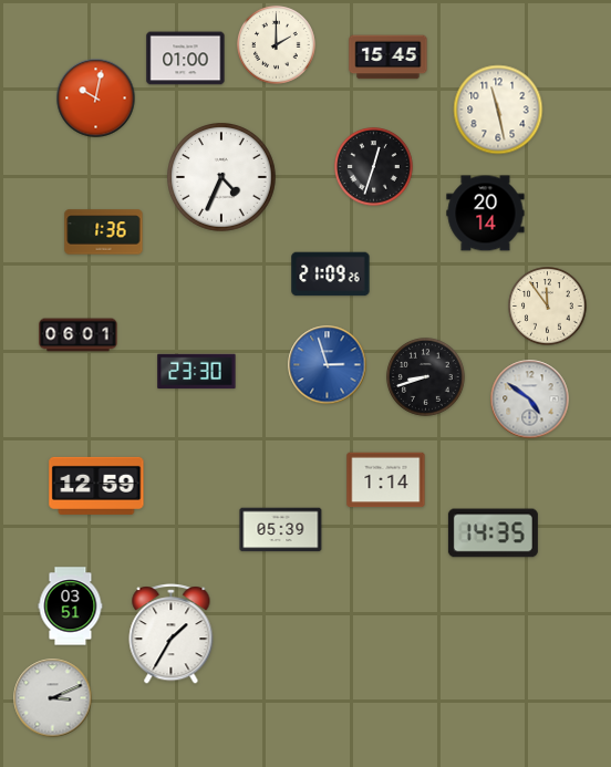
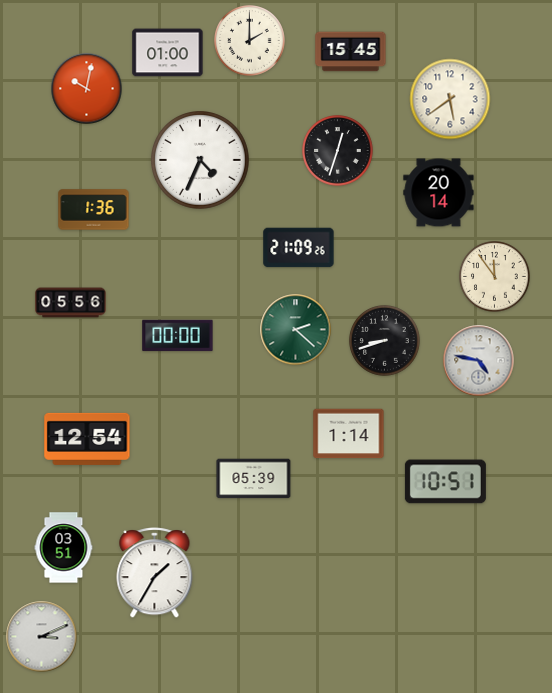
clock at (498, 110): 11:28 -> 5:39
clock at (79, 335): 06:01 -> 05:56
clock at (328, 365): 2:57 -> 2:22
clock at (328, 365) dial: blue -> green
clock at (197, 372): 23:30 -> 00:00
clock at (530, 400): 4:51 -> 4:47
clock at (96, 486): 12:59 -> 12:54
clock at (493, 533): 14:35 -> 10:51
clock at (53, 698) position: (53, 698) -> (42, 637)
